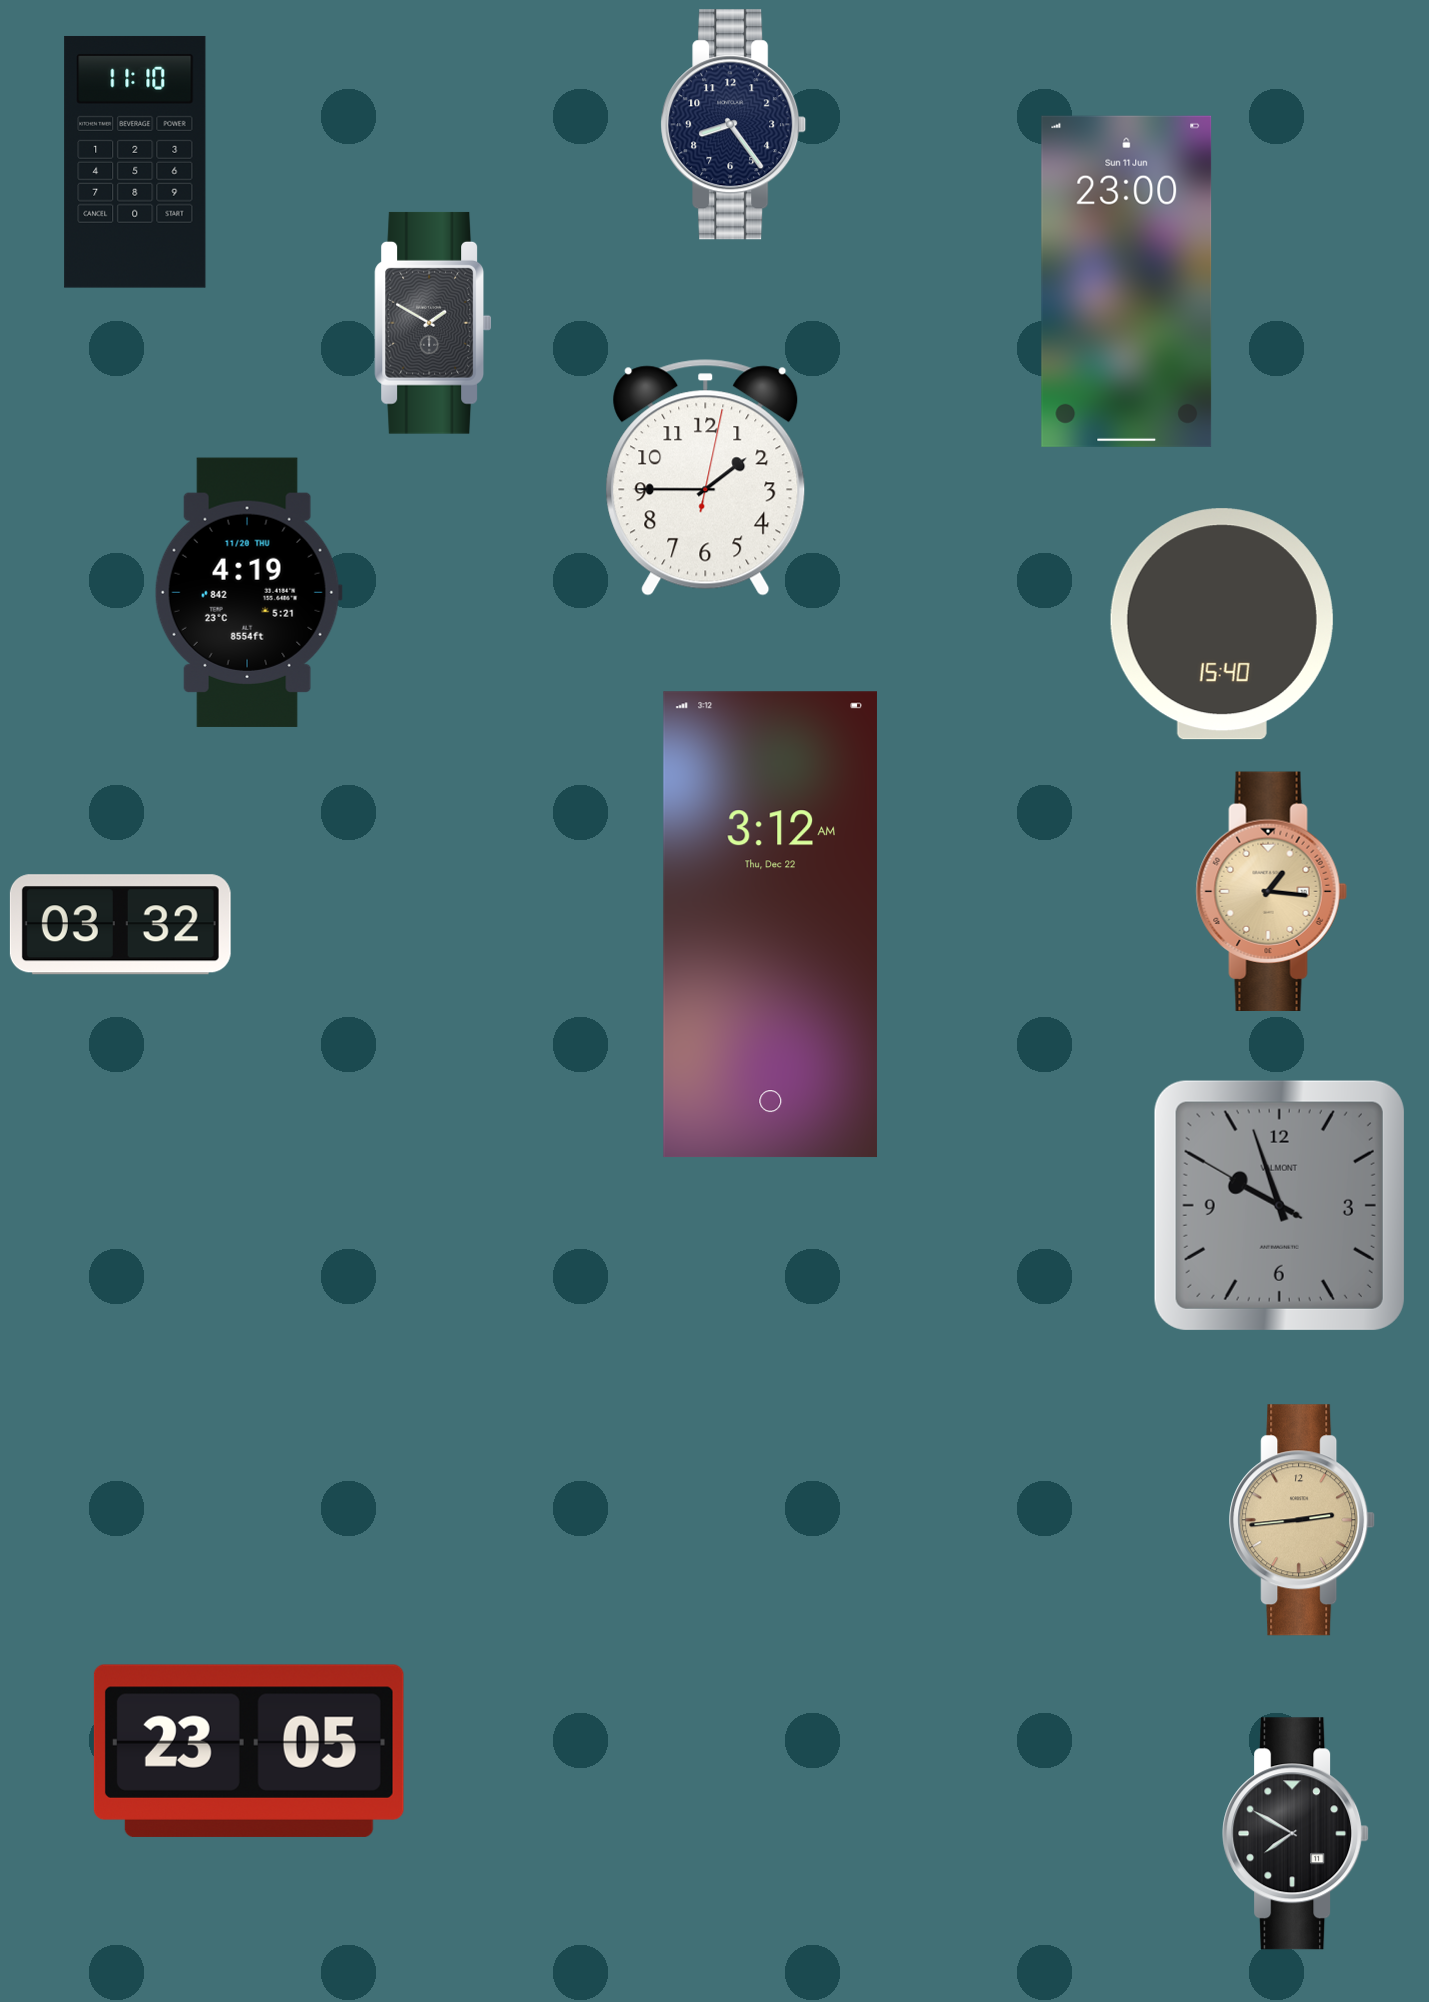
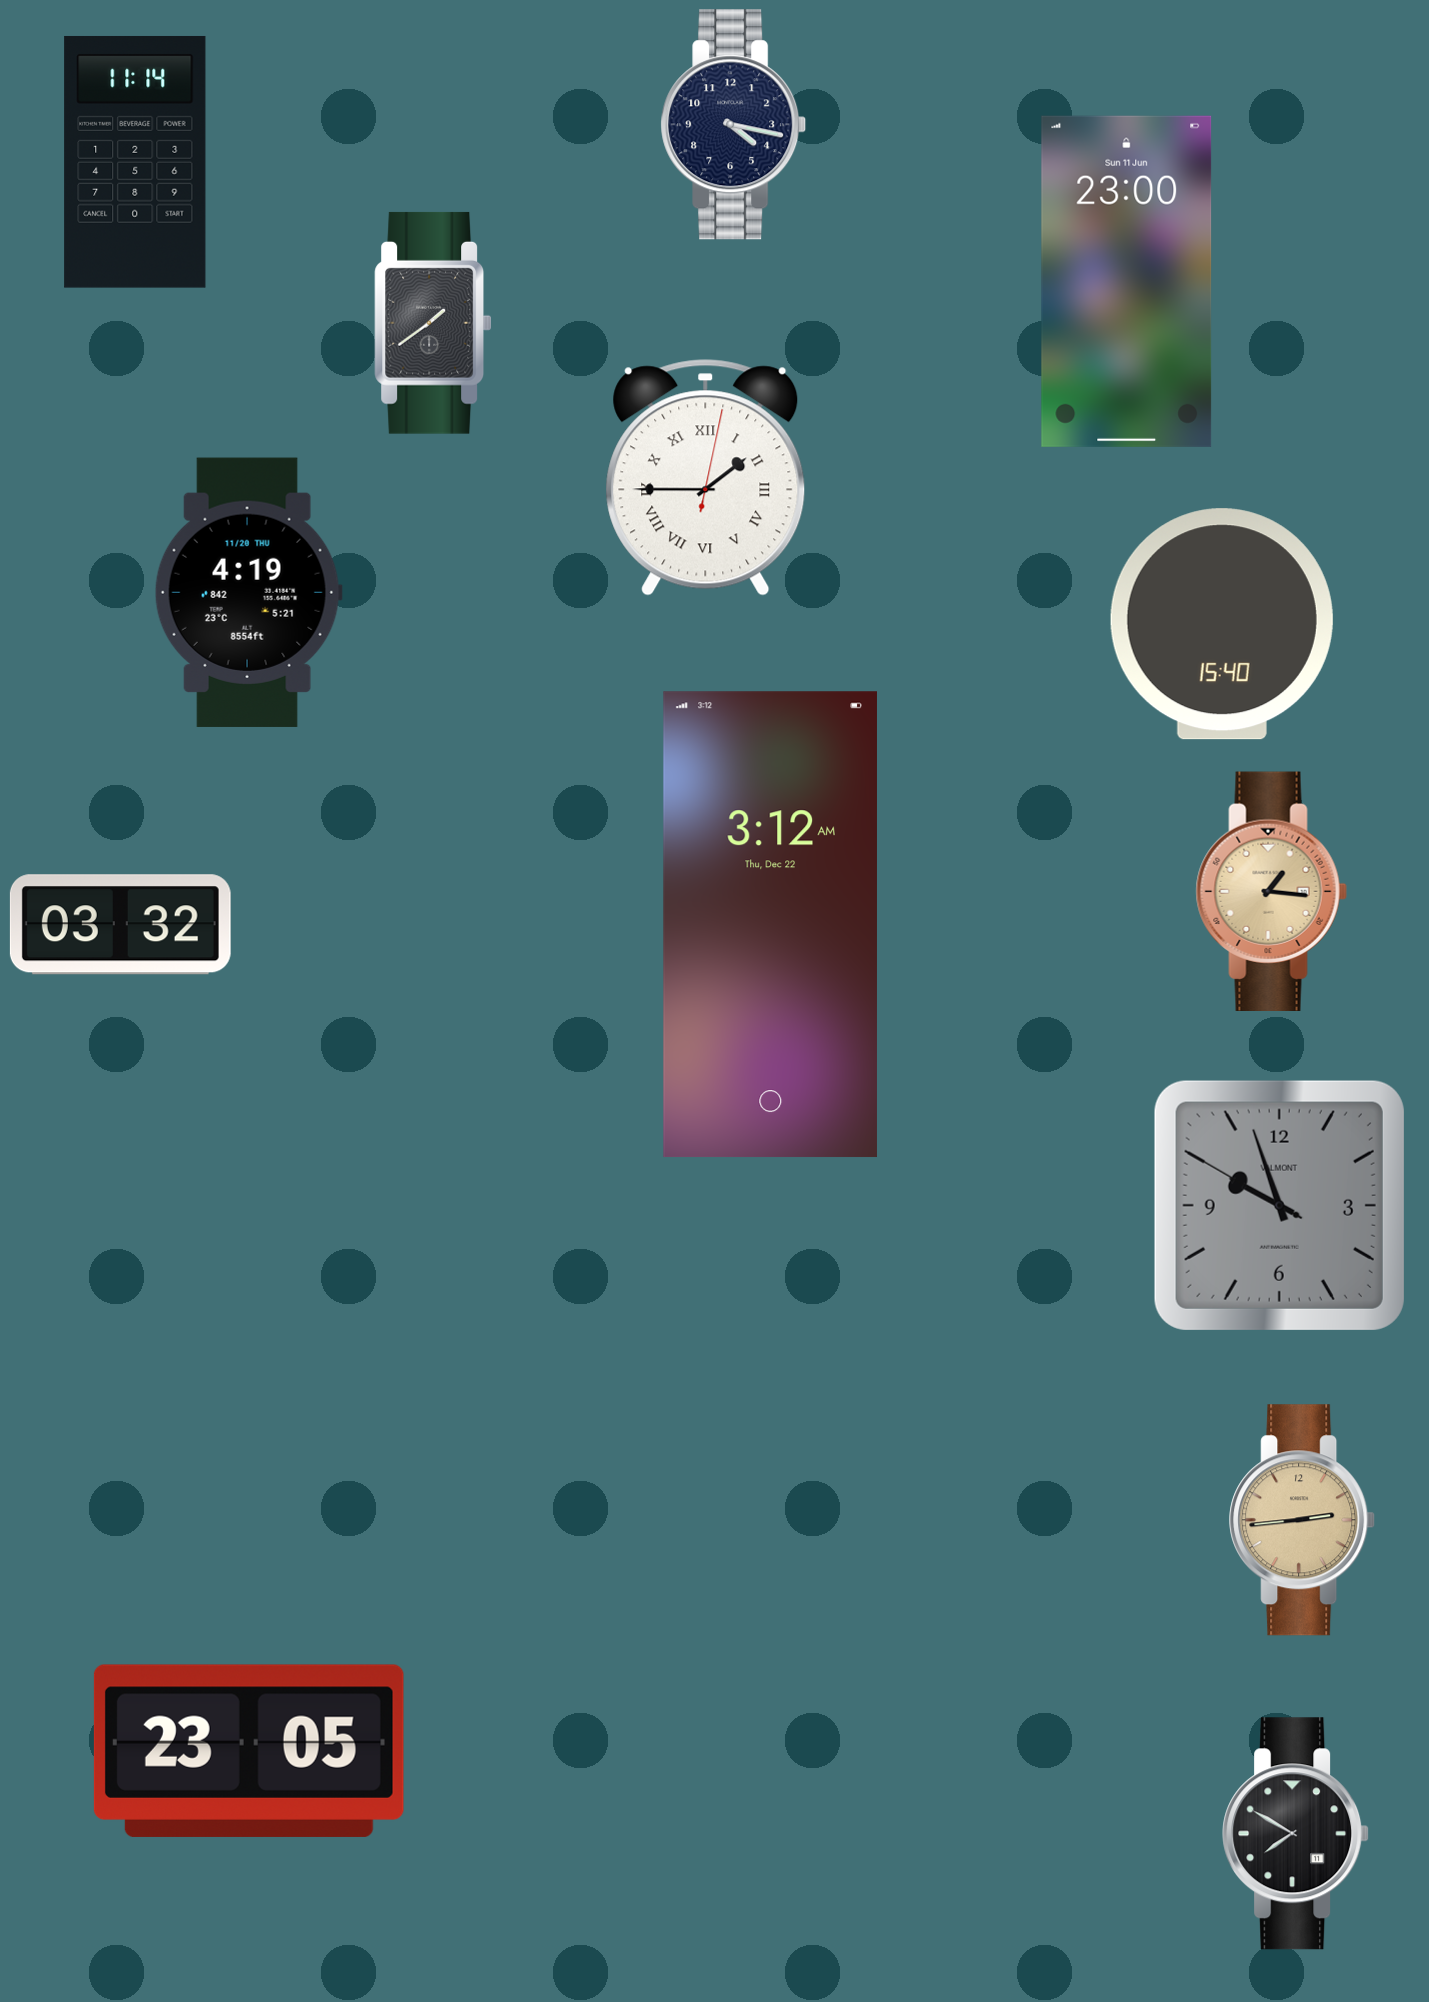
clock at (734, 125): 8:24 -> 4:17
clock at (135, 162): 11:10 -> 11:14
clock at (433, 323): 1:50 -> 1:39
clock at (706, 478) numerals: Arabic -> Roman
